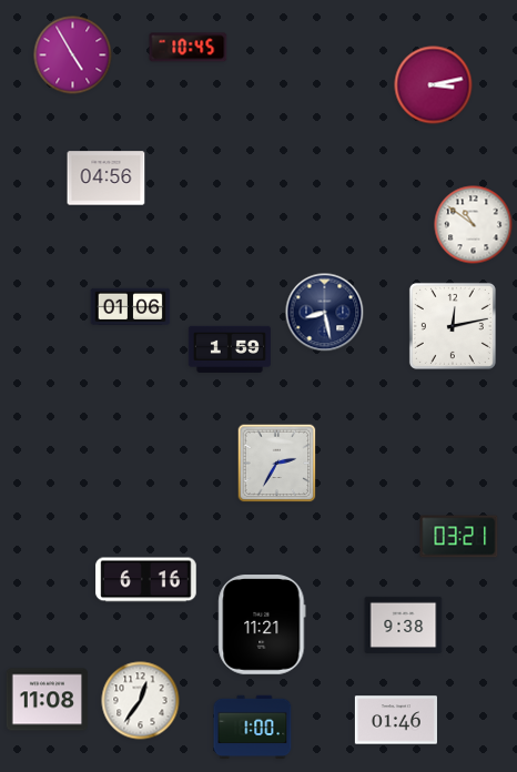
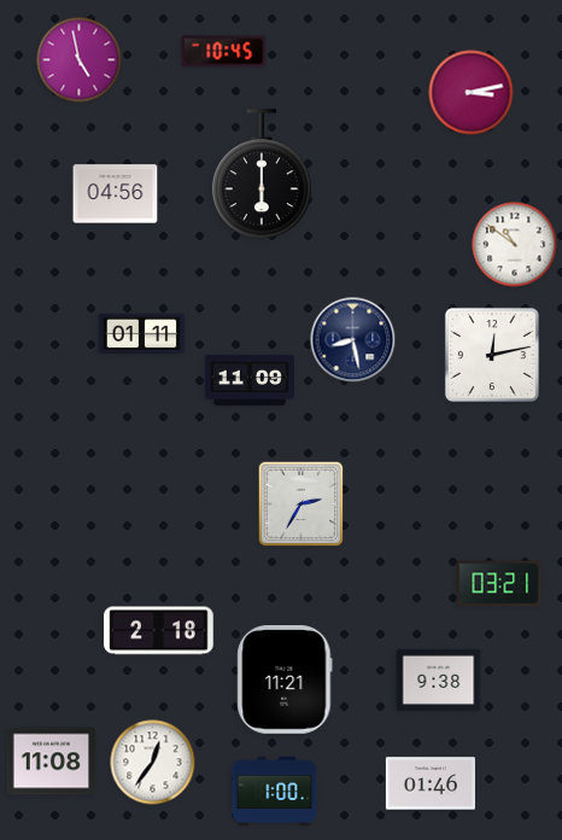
clock at (189, 48) position: (189, 48) -> (224, 52)
clock at (73, 55): 4:55 -> 4:58
clock at (262, 175): none -> 6:00
clock at (131, 307): 01:06 -> 01:11
clock at (230, 349): 1:59 -> 11:09
clock at (146, 580): 6:16 -> 2:18
